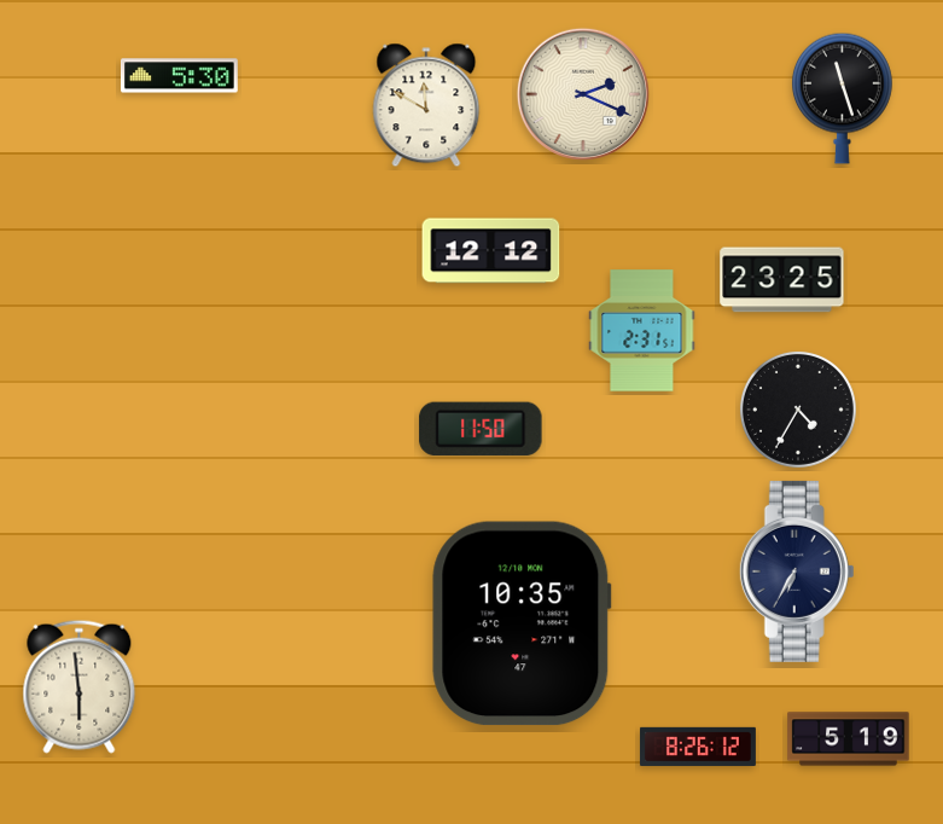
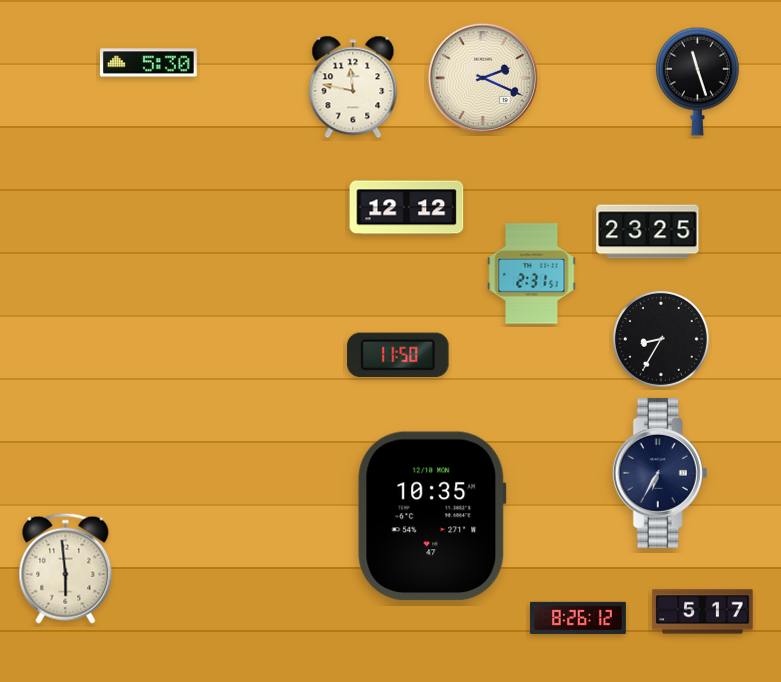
clock at (426, 105): 11:50 -> 11:47
clock at (798, 410): 4:35 -> 8:35
clock at (849, 739): 5:19 -> 5:17
